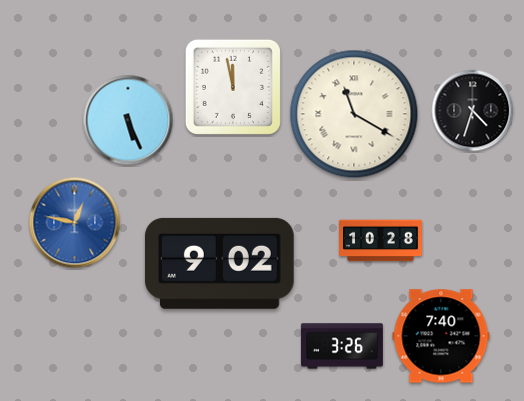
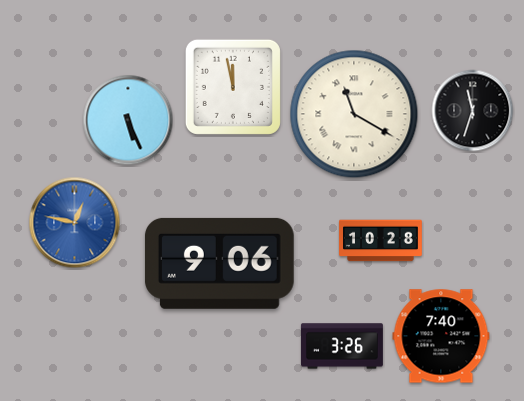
clock at (473, 111): 4:33 -> 11:33
clock at (219, 263): 9:02 -> 9:06
